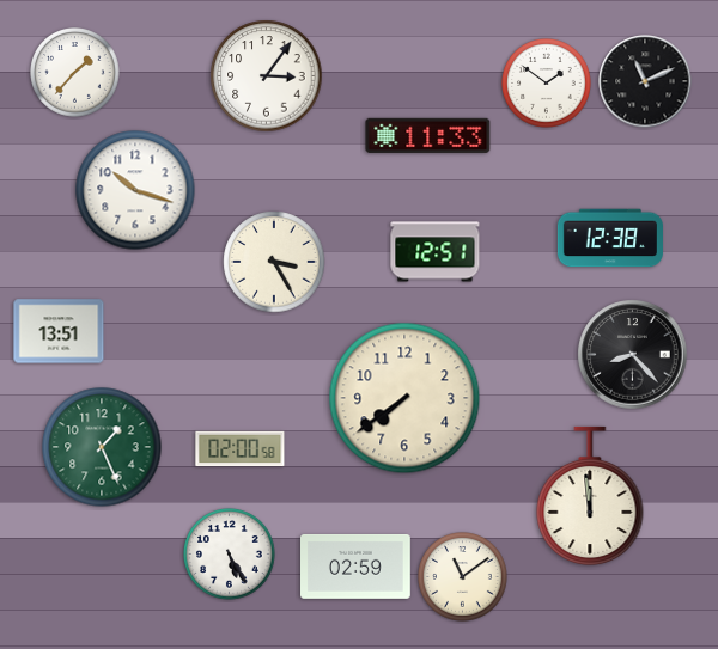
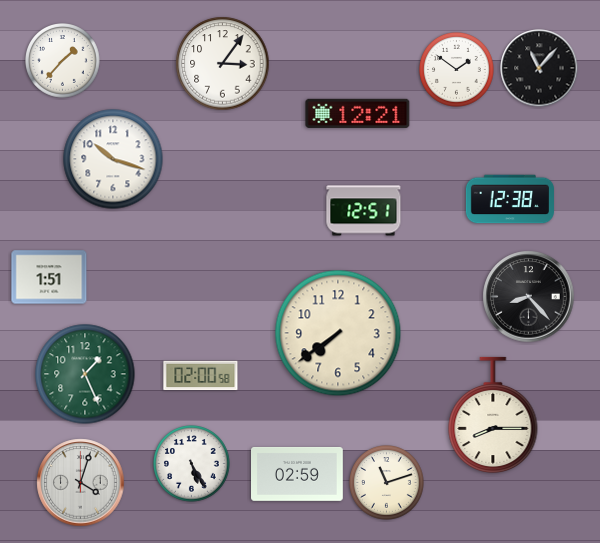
clock at (645, 81): 11:11 -> 11:07
clock at (428, 135): 11:33 -> 12:21
clock at (274, 262): 3:25 -> none
clock at (59, 331): 13:51 -> 1:51
clock at (590, 496): 11:59 -> 8:15
clock at (81, 483): none -> 4:03
clock at (463, 577): 11:09 -> 11:12
